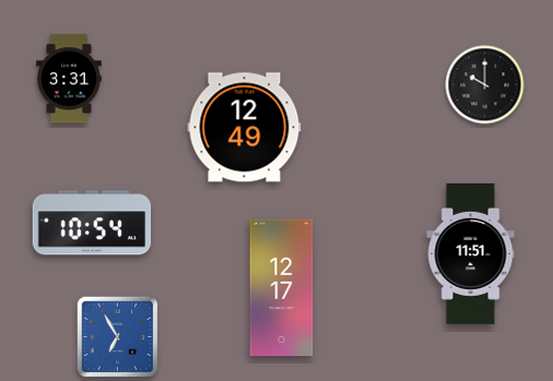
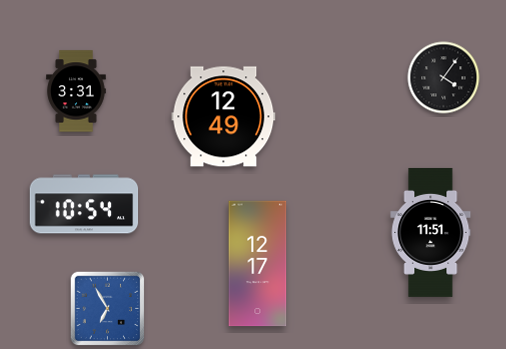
clock at (69, 79) position: (69, 79) -> (76, 91)
clock at (485, 85): 10:00 -> 4:06
